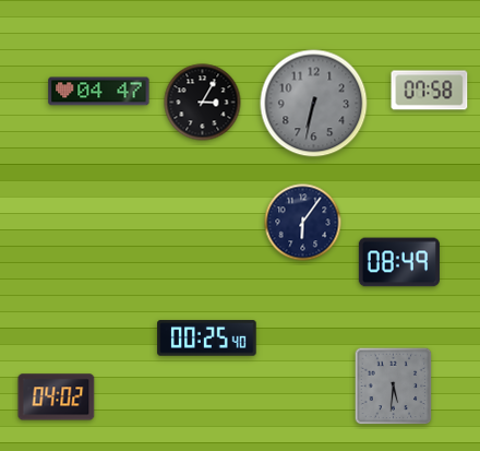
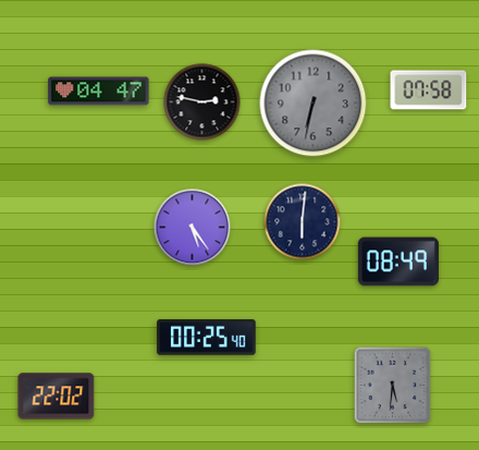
clock at (203, 103): 3:05 -> 2:47
clock at (303, 223): 6:06 -> 6:01
clock at (193, 228): none -> 5:24
clock at (57, 397): 04:02 -> 22:02
